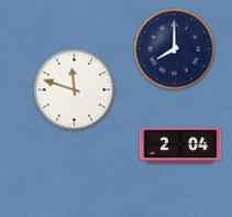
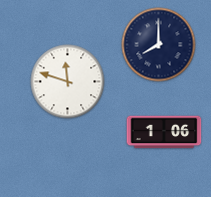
clock at (180, 145): 2:04 -> 1:06
